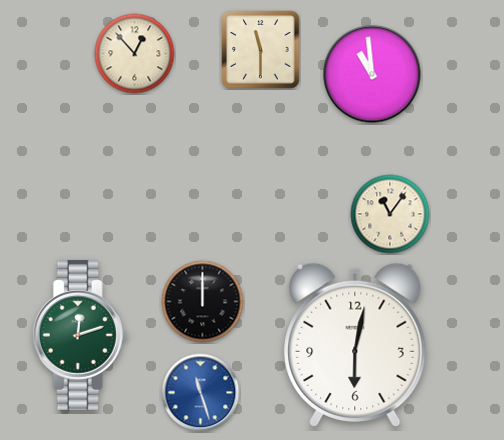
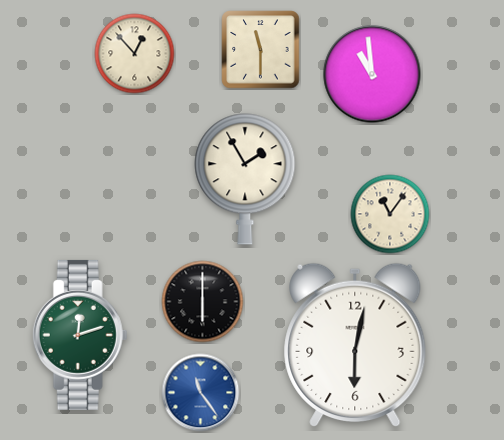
clock at (245, 179): none -> 1:55
clock at (203, 302): 12:00 -> 6:00
clock at (201, 393): 11:27 -> 11:24
